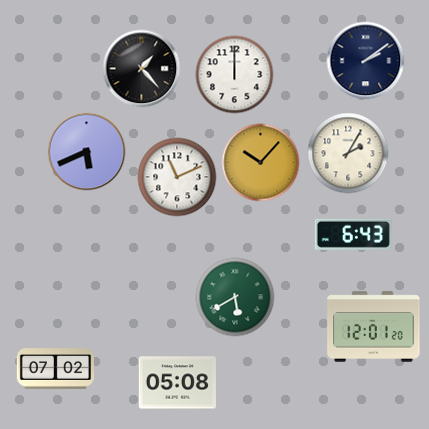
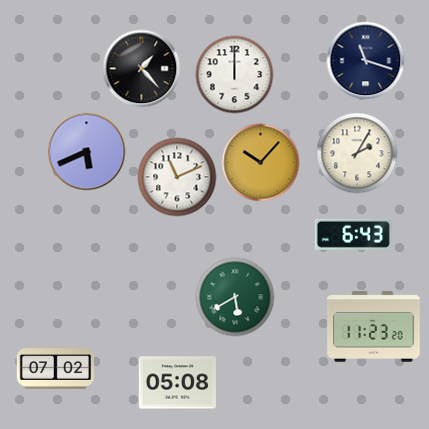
clock at (365, 60): 2:09 -> 11:18
clock at (348, 153) position: (348, 153) -> (357, 153)
clock at (374, 327): 12:01 -> 11:23
